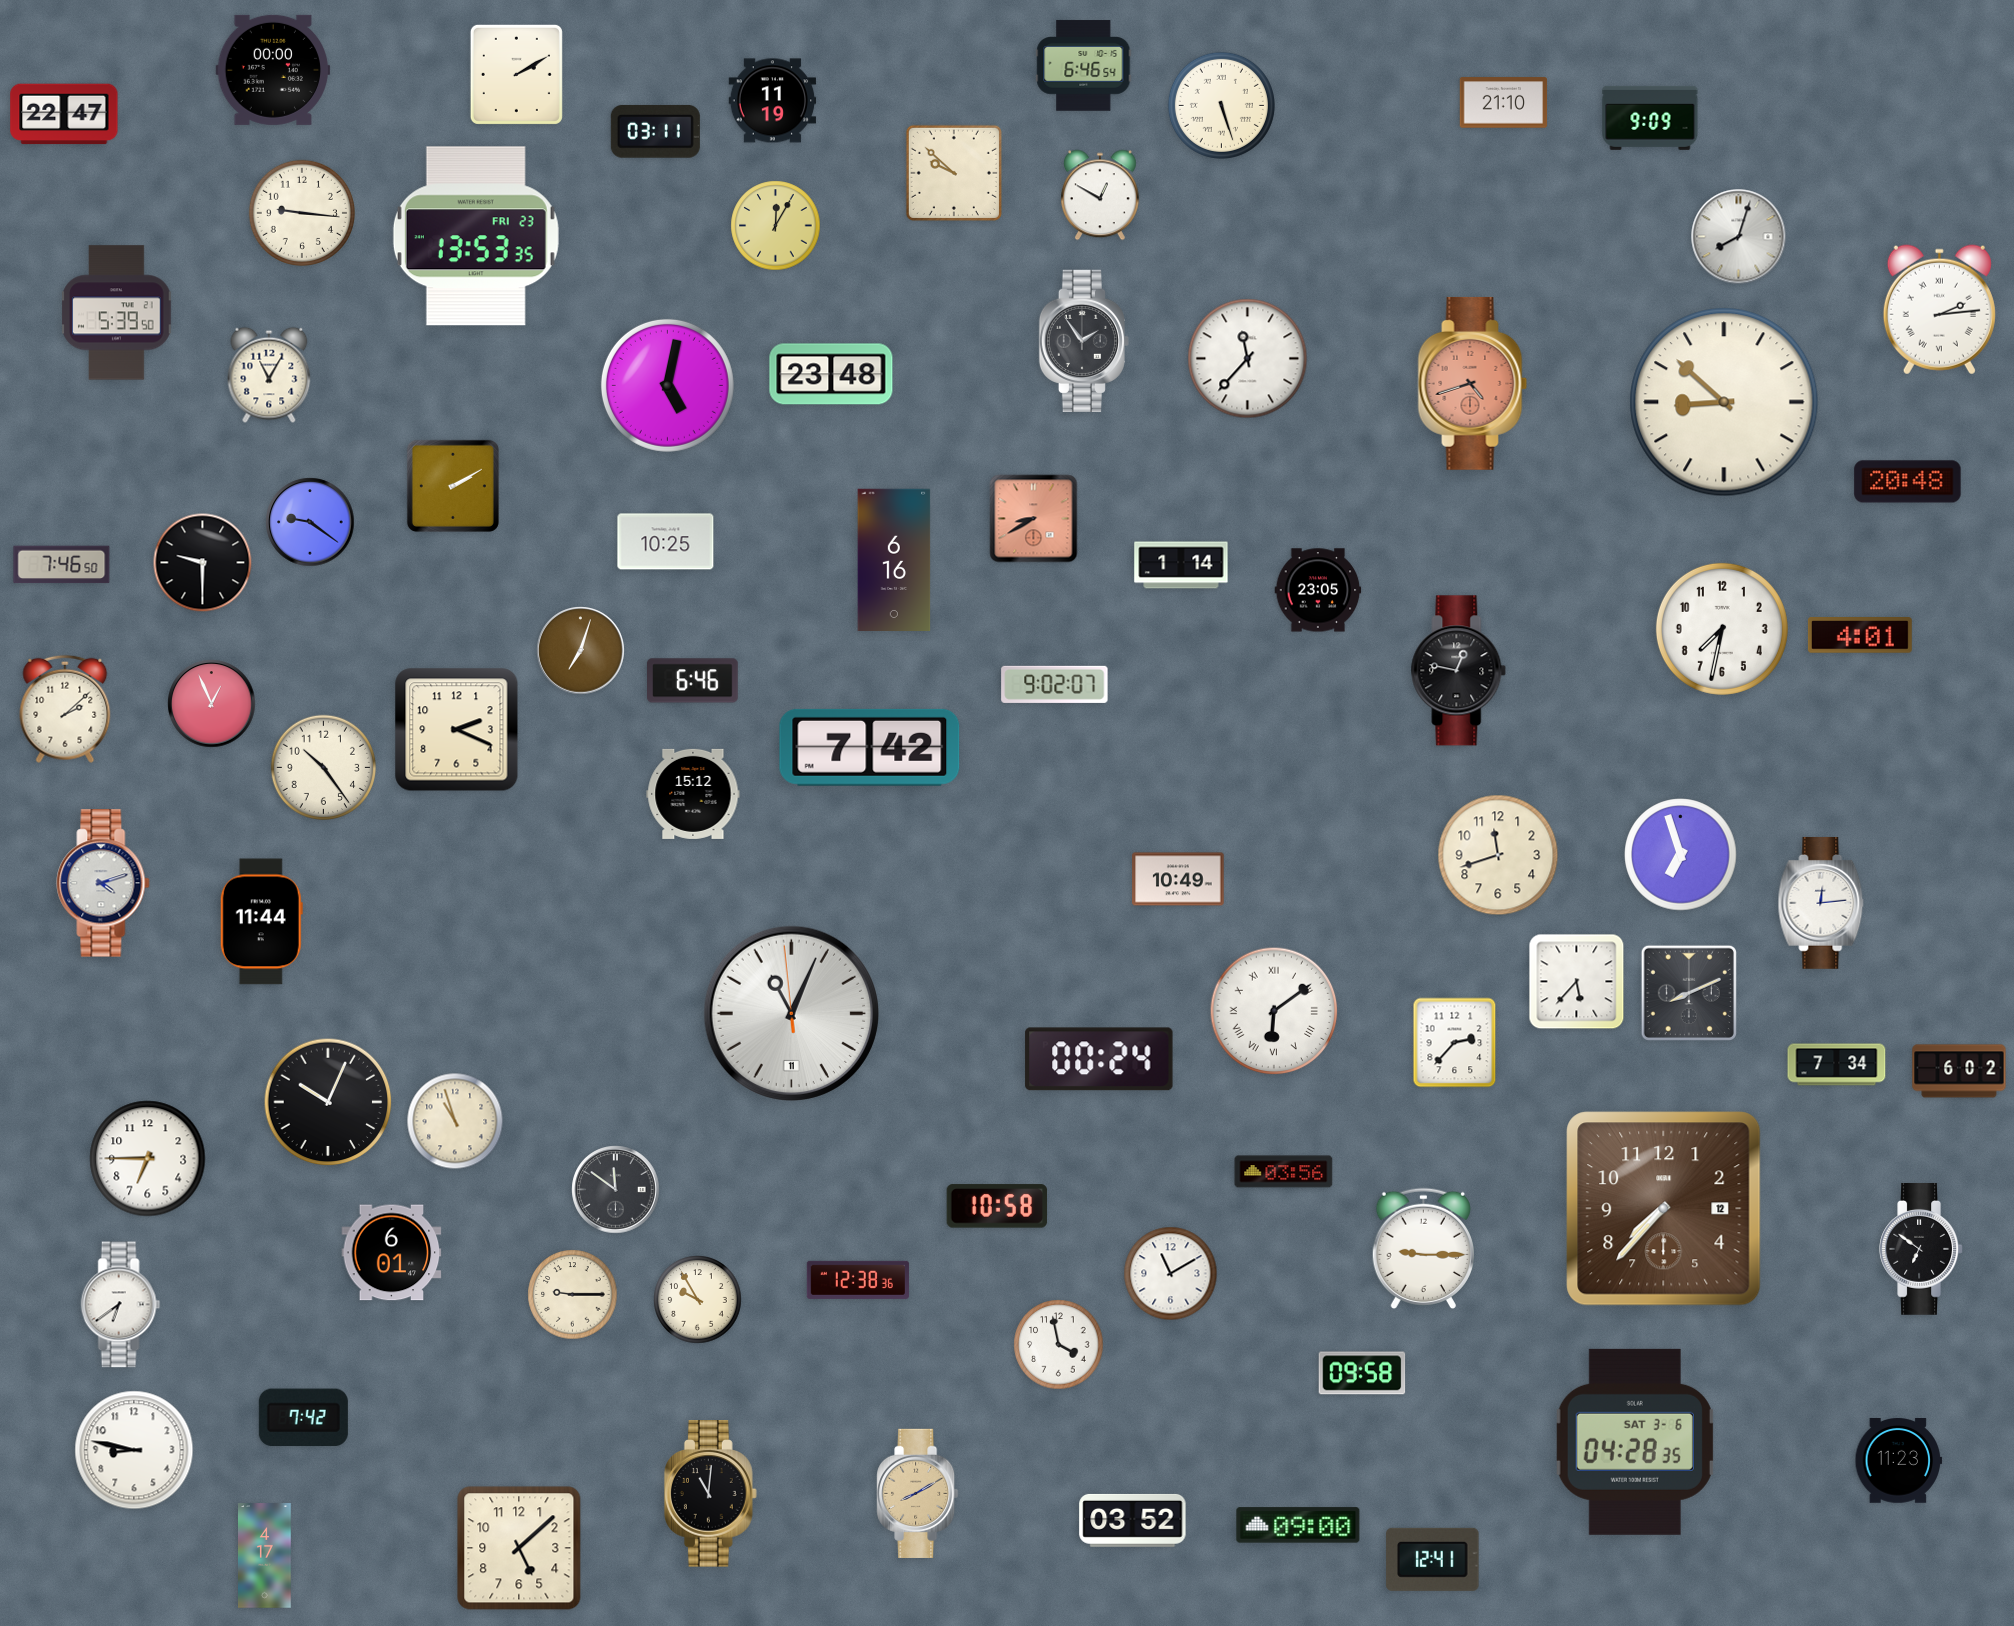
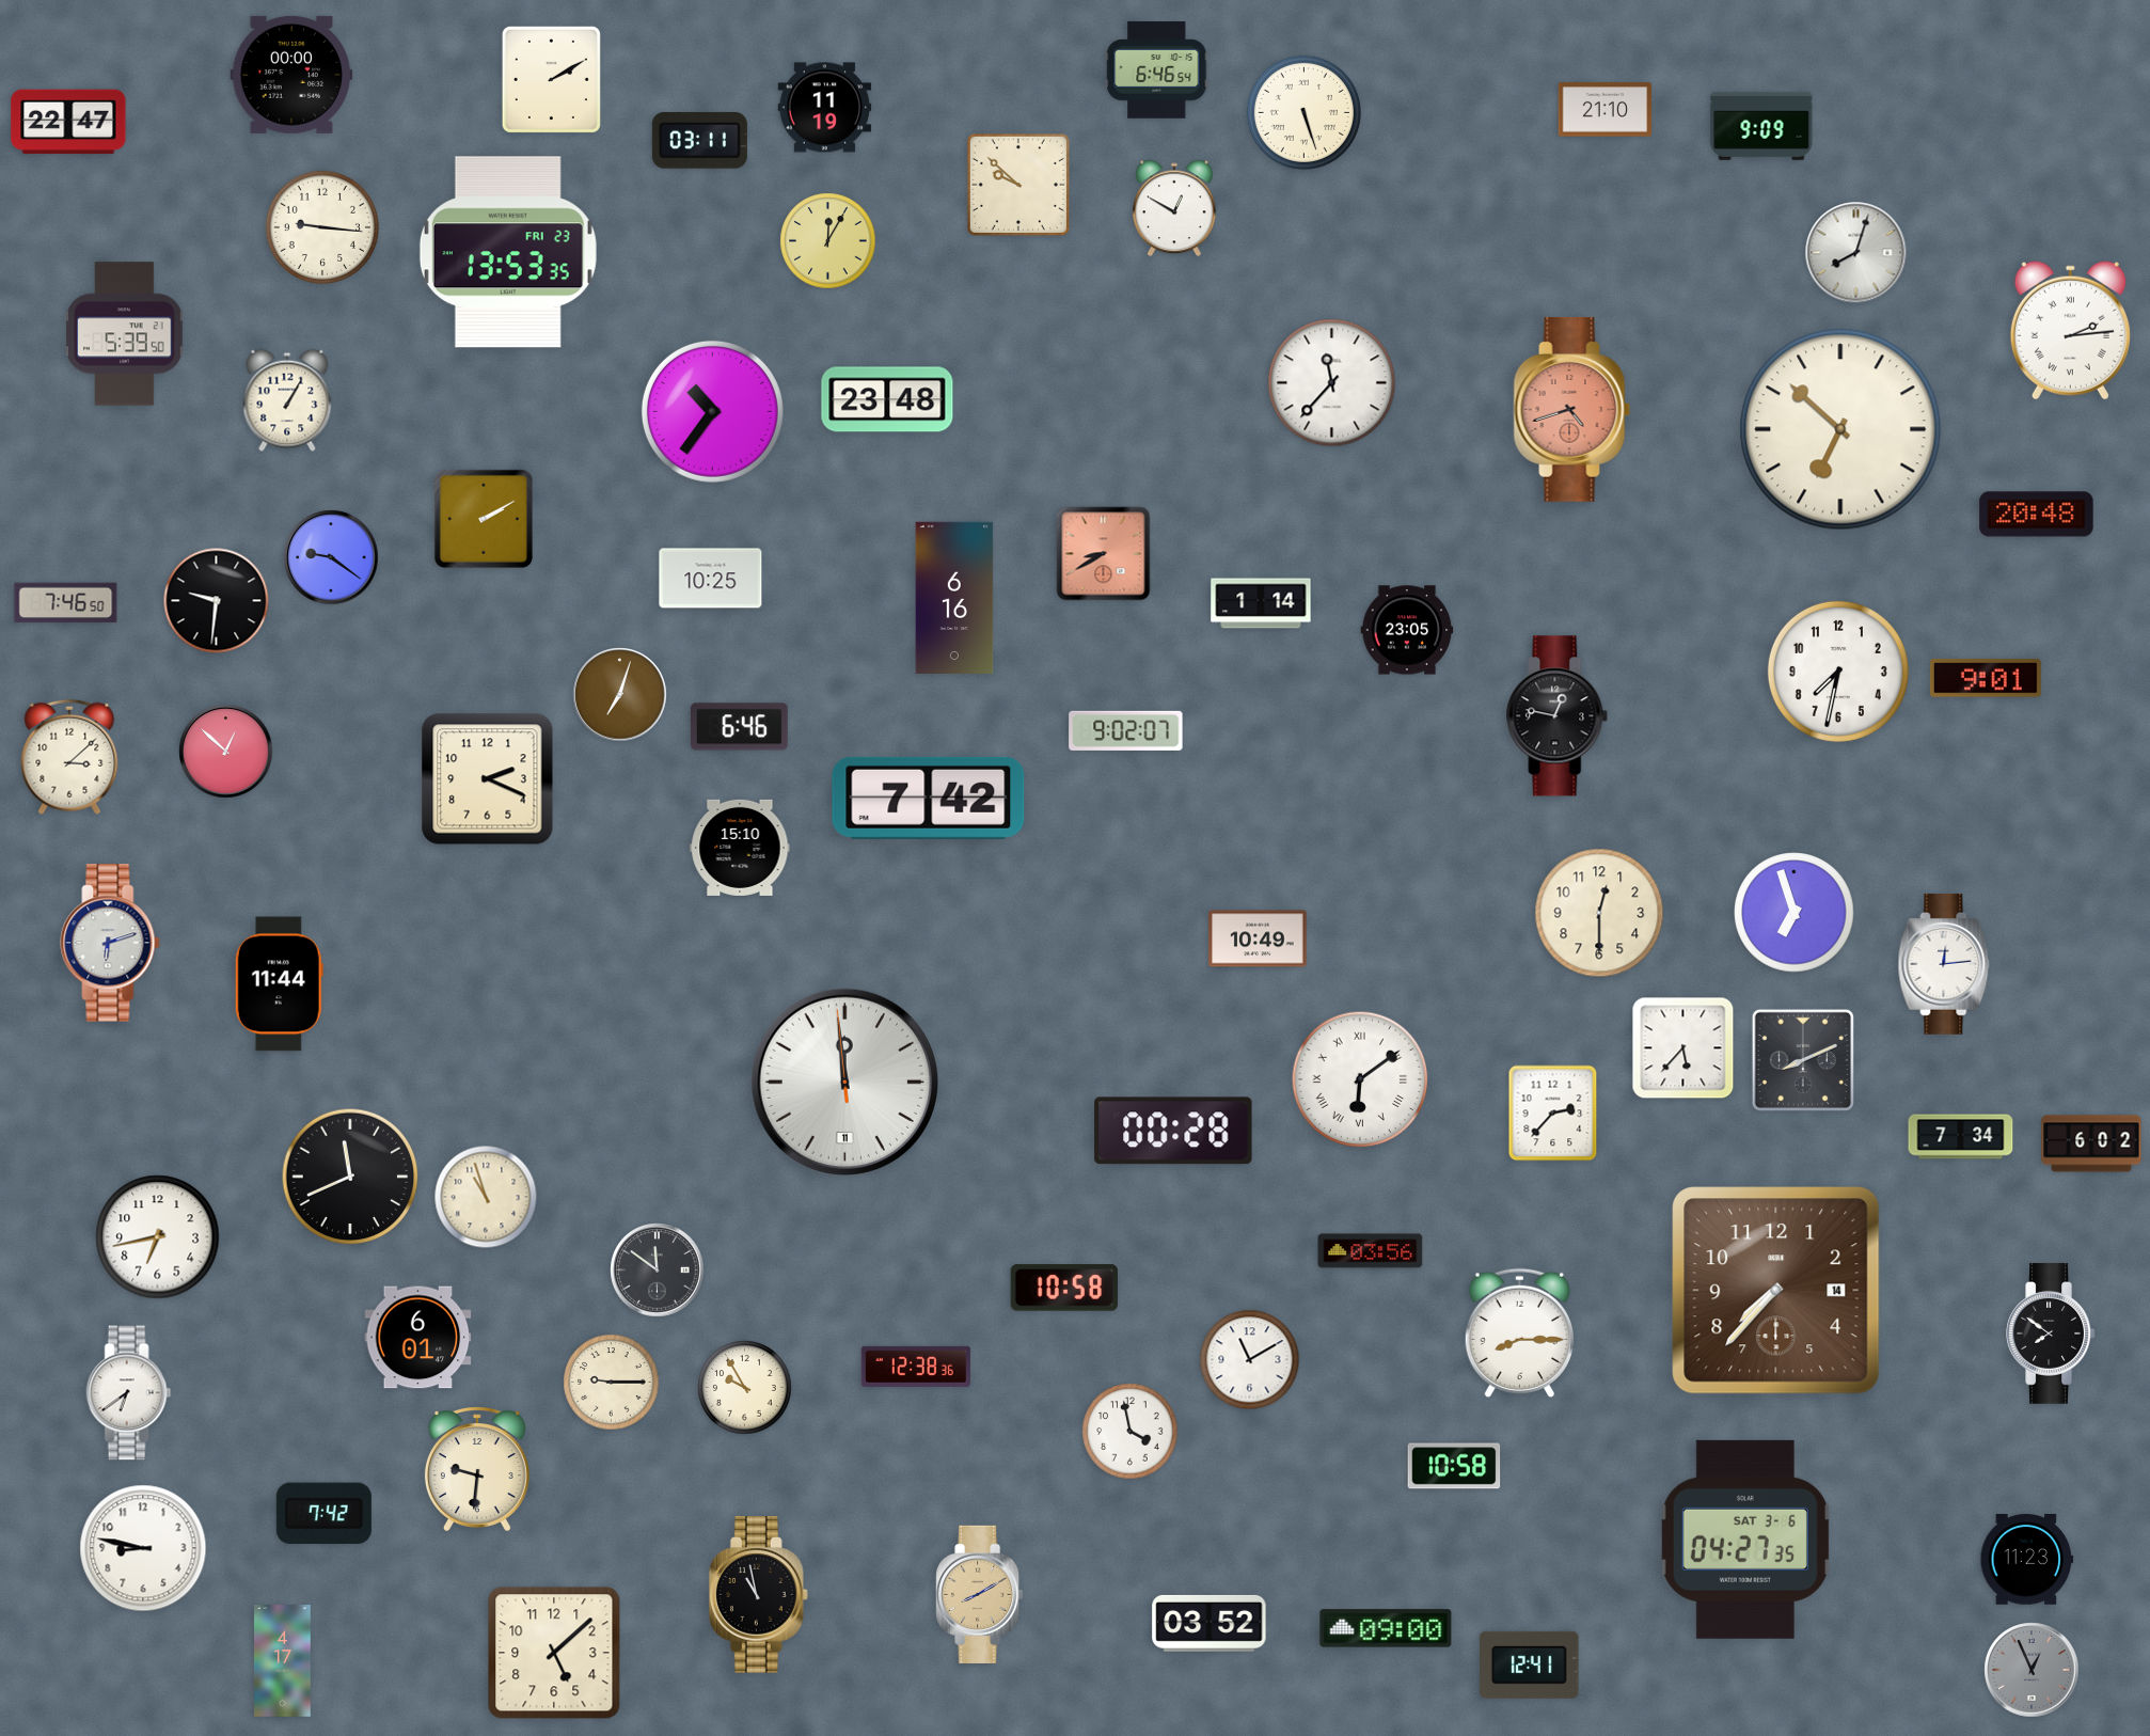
clock at (1083, 340): 1:54 -> none
clock at (269, 375): 11:05 -> 1:05
clock at (667, 385): 5:02 -> 10:36
clock at (1724, 402): 8:52 -> 6:52
clock at (203, 563): 9:30 -> 9:31
clock at (1860, 636): 4:01 -> 9:01
clock at (212, 704): 12:56 -> 12:52
clock at (65, 709): 2:08 -> 3:08
clock at (323, 767): 10:24 -> none
clock at (693, 794): 15:12 -> 15:10
clock at (1498, 855): 11:42 -> 12:30
clock at (103, 883): 4:12 -> 6:12
clock at (791, 1013): 11:03 -> 11:58
clock at (1099, 1059): 00:24 -> 00:28
clock at (328, 1102): 10:04 -> 11:41
clock at (148, 1159): 6:45 -> 6:43
clock at (1664, 1209) date: 12 -> 14
clock at (1423, 1249): 9:15 -> 8:15
clock at (1921, 1249): 6:51 -> 7:51
clock at (1059, 1345) position: (1059, 1345) -> (1131, 1432)
clock at (1362, 1373): 09:58 -> 10:58
clock at (477, 1469): none -> 9:31
clock at (1635, 1442): 04:28 -> 04:27
clock at (710, 1494): 11:01 -> 10:58
clock at (2032, 1670): none -> 12:56
